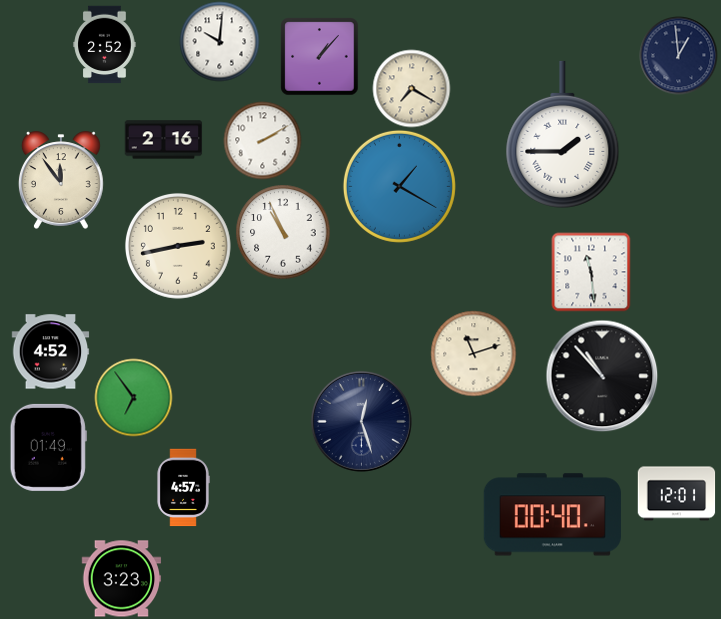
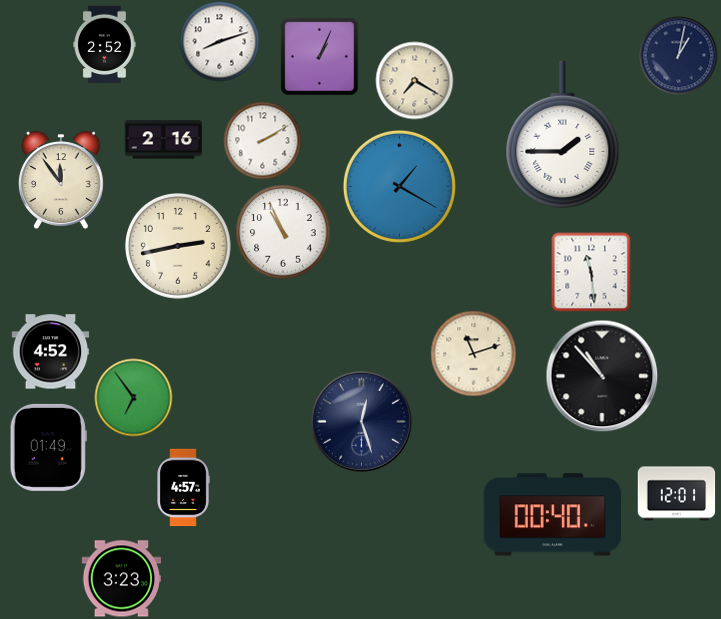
clock at (219, 41): 10:01 -> 8:12
clock at (678, 55): 12:59 -> 1:02
clock at (319, 56): 1:07 -> 1:04
clock at (411, 88) position: (411, 88) -> (414, 80)
